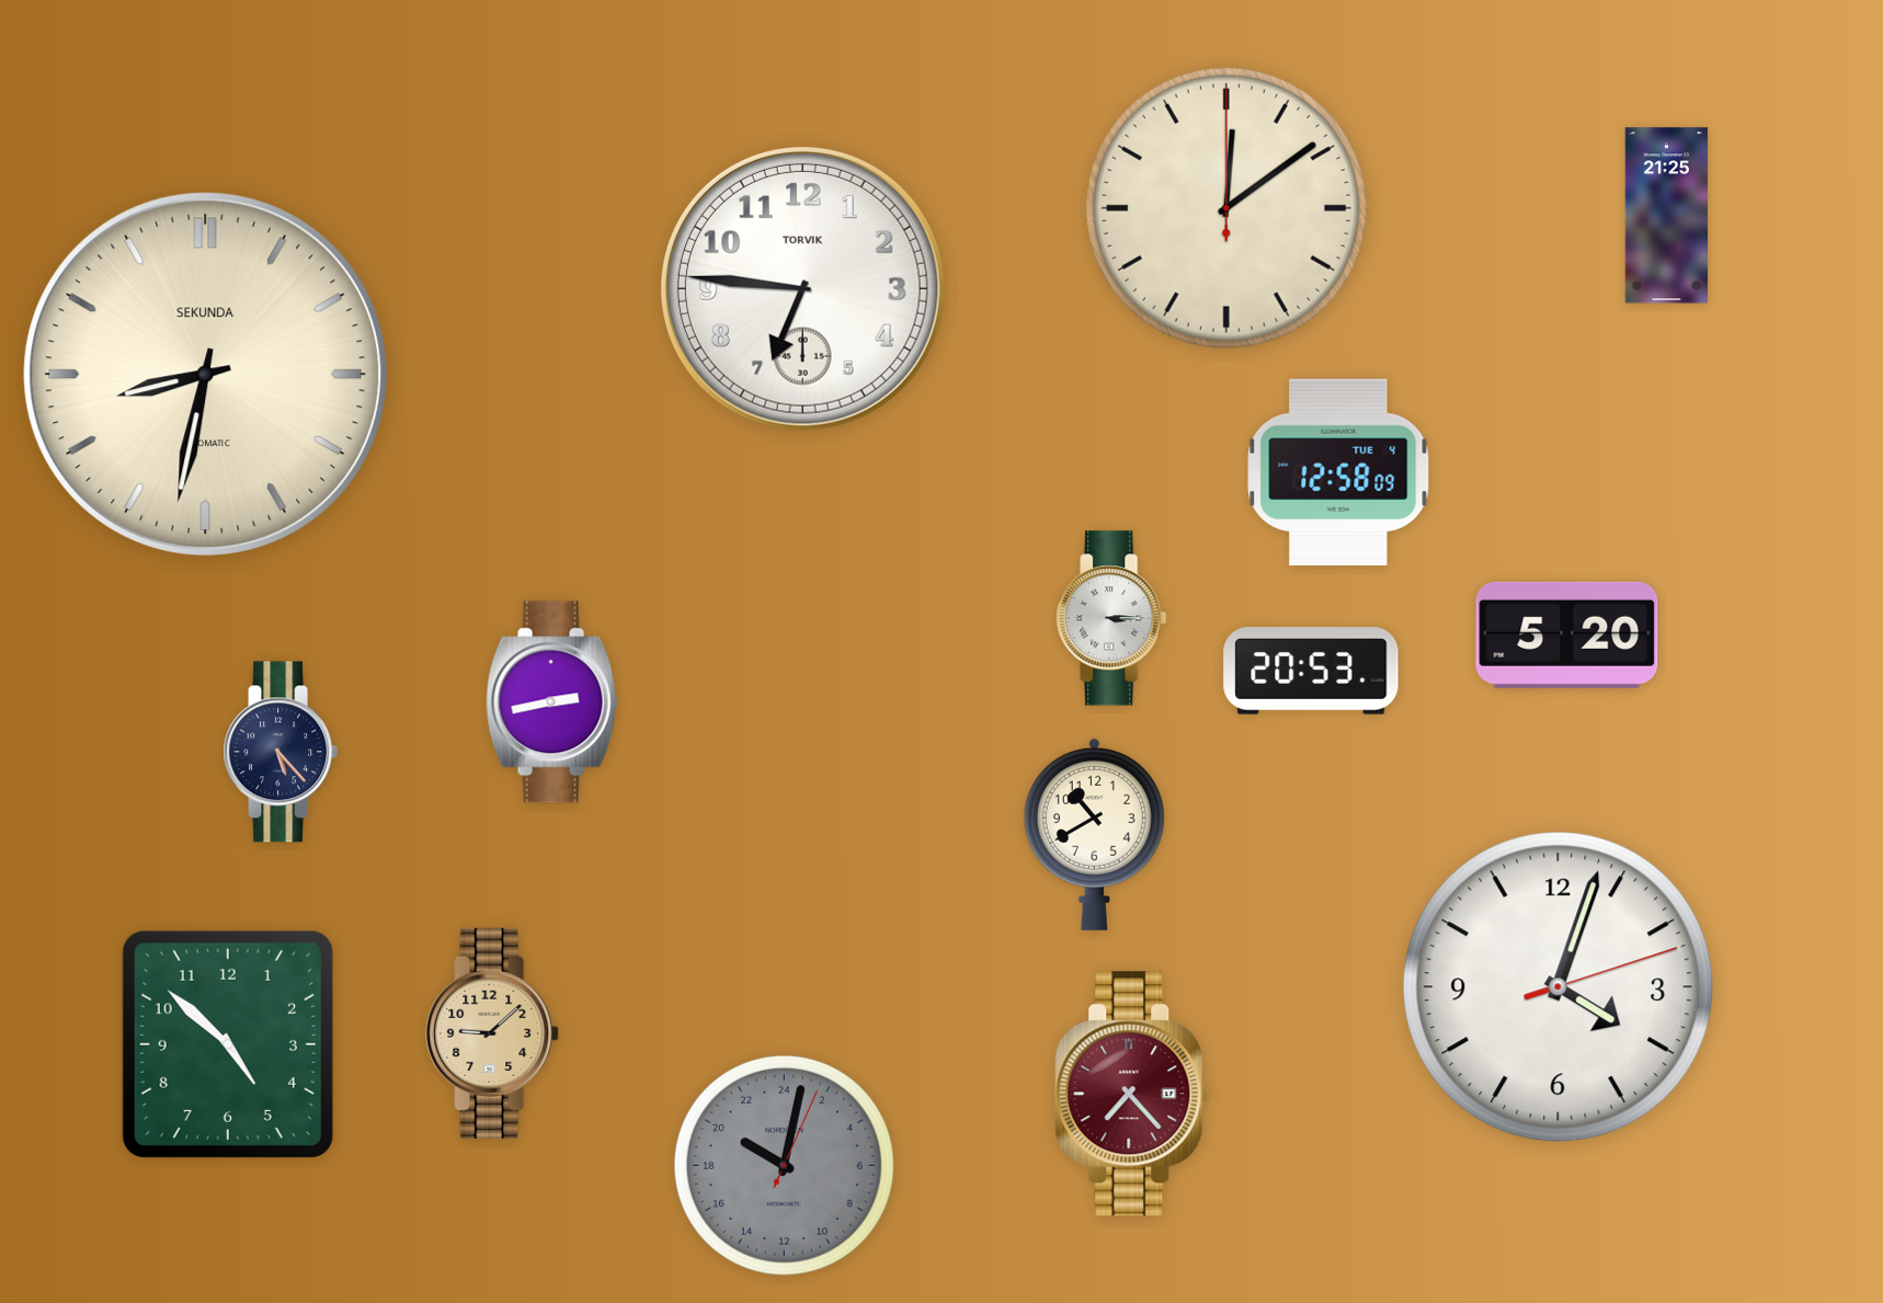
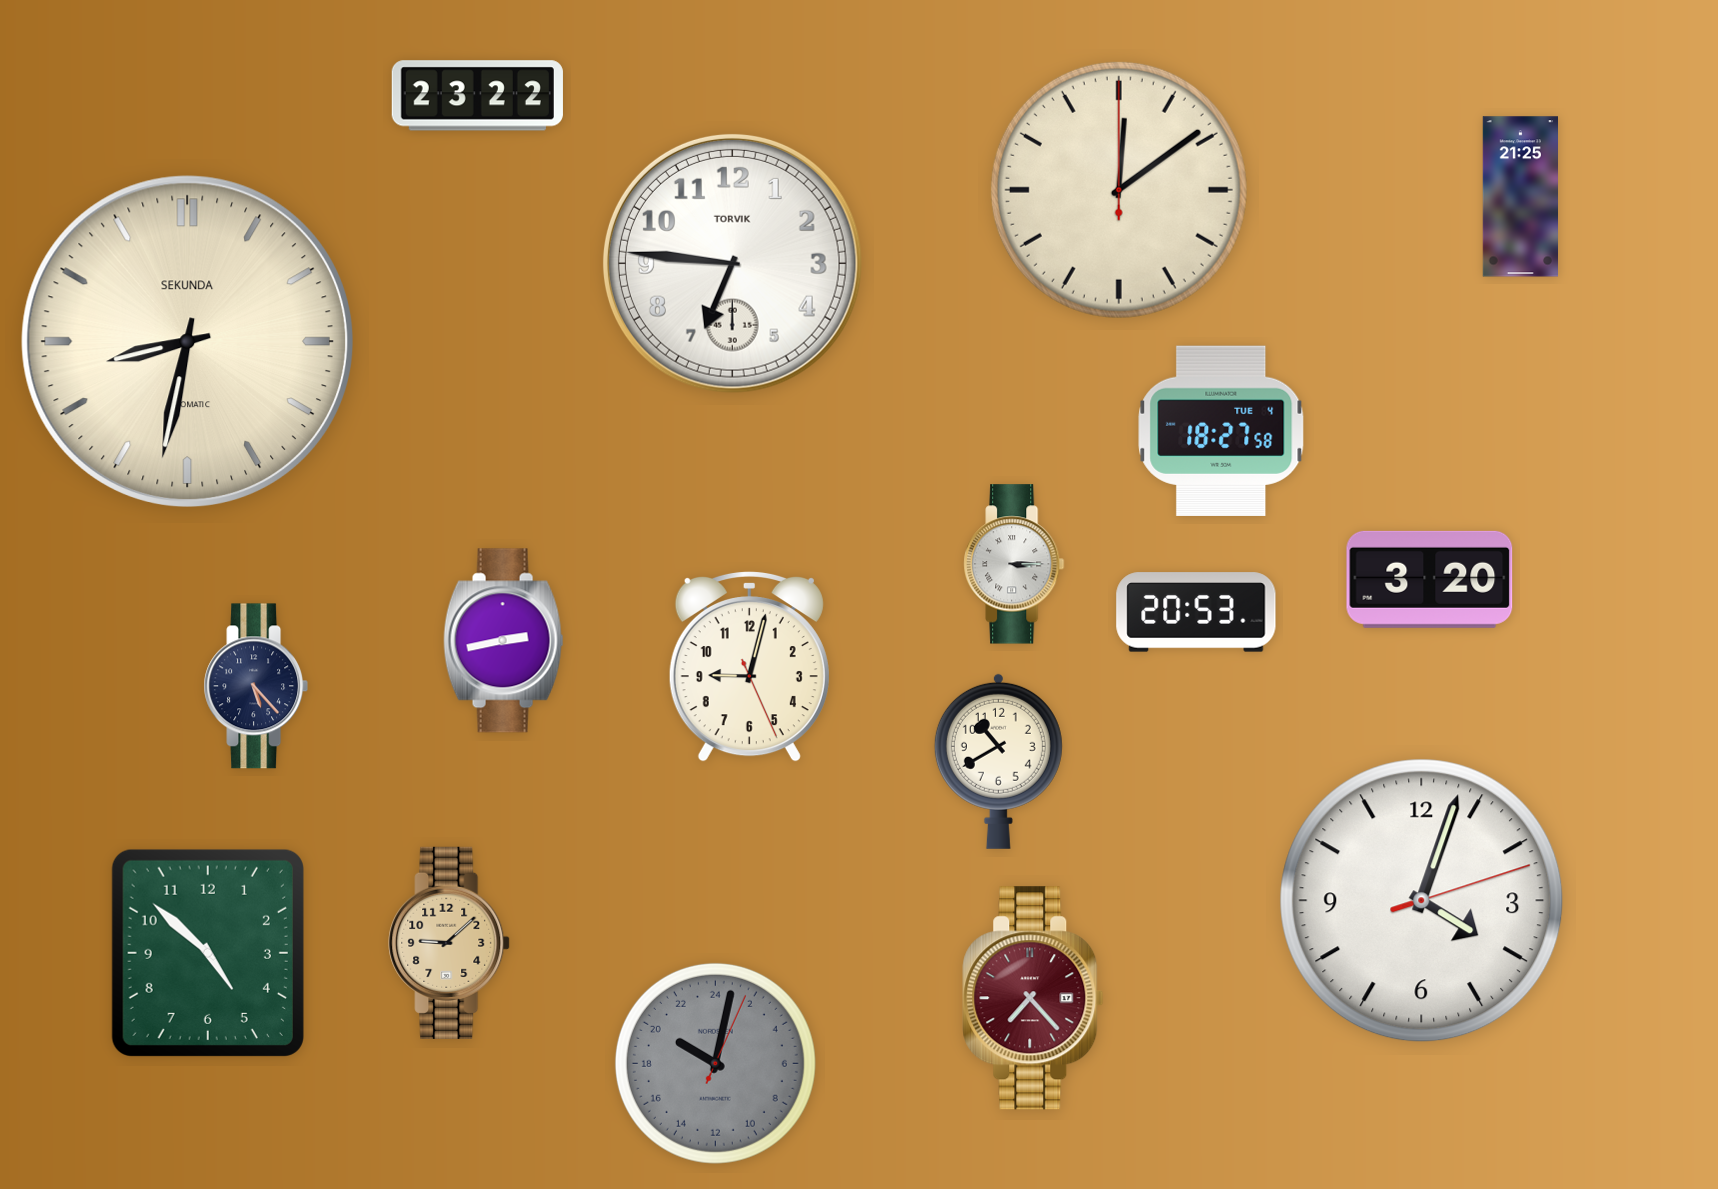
clock at (477, 96): none -> 23:22
clock at (1338, 472): 12:58 -> 18:27
clock at (1567, 635): 5:20 -> 3:20
clock at (749, 666): none -> 9:02
